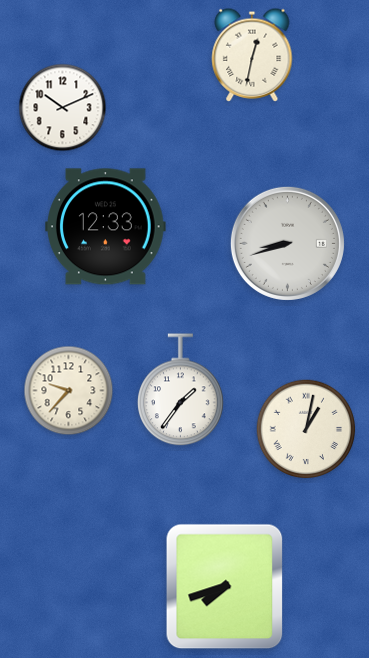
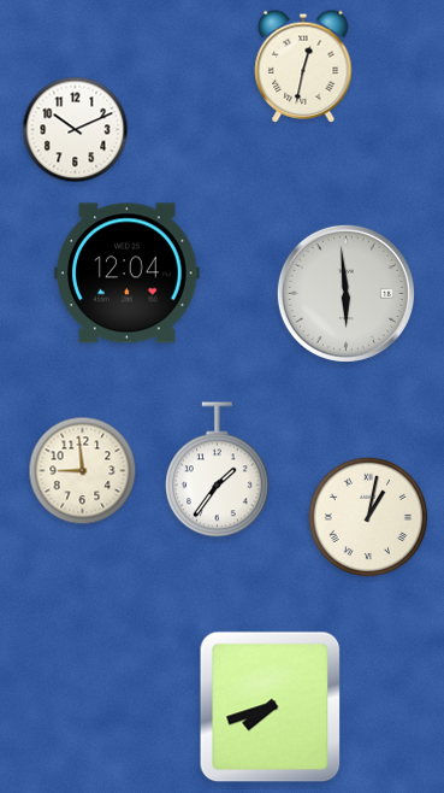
clock at (106, 227): 12:33 -> 12:04
clock at (287, 243): 8:42 -> 5:59
clock at (69, 391): 9:37 -> 8:59
